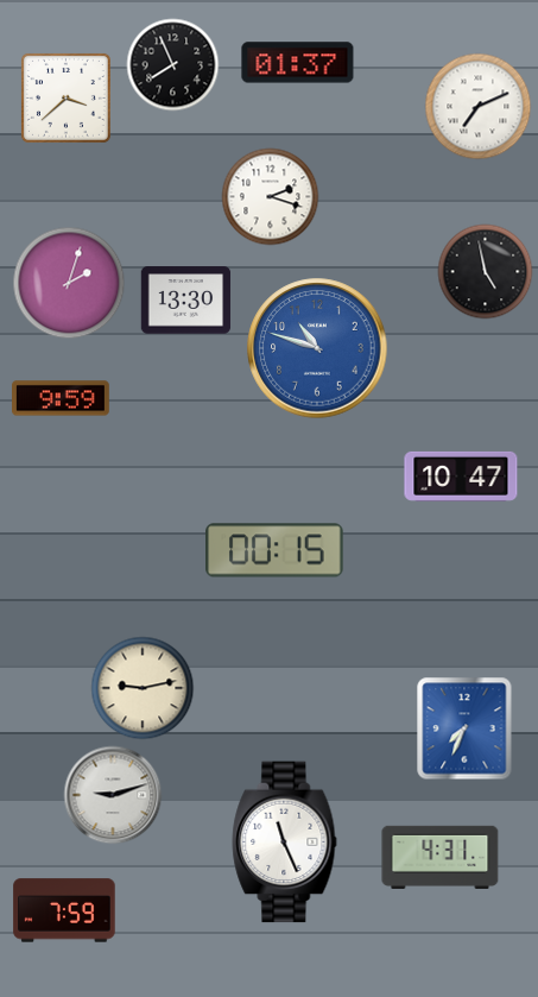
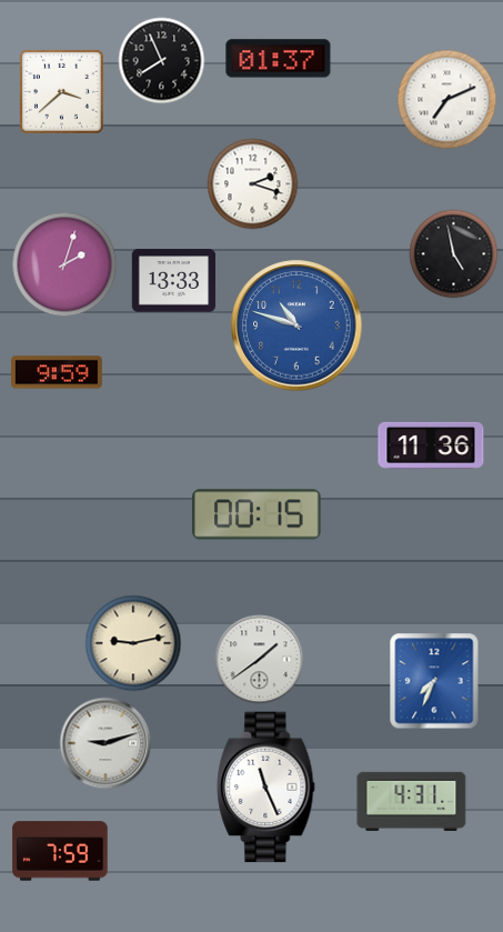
clock at (186, 301): 13:30 -> 13:33
clock at (461, 477): 10:47 -> 11:36
clock at (260, 660): none -> 1:39
